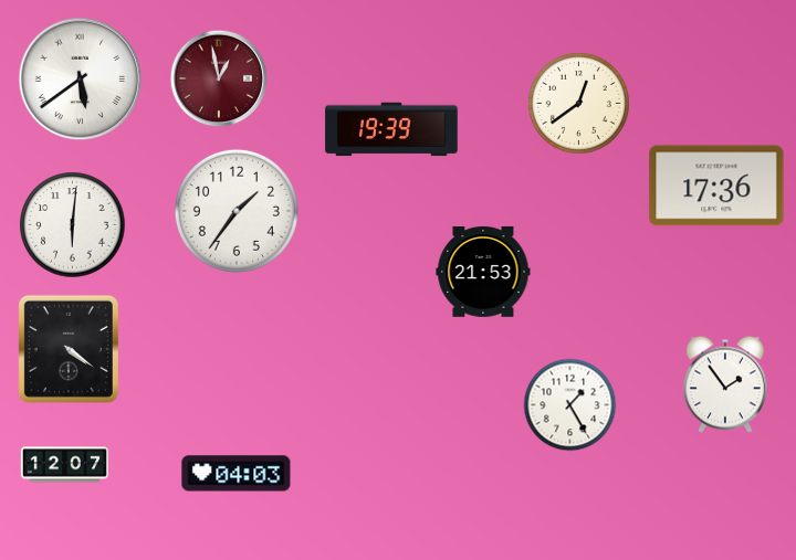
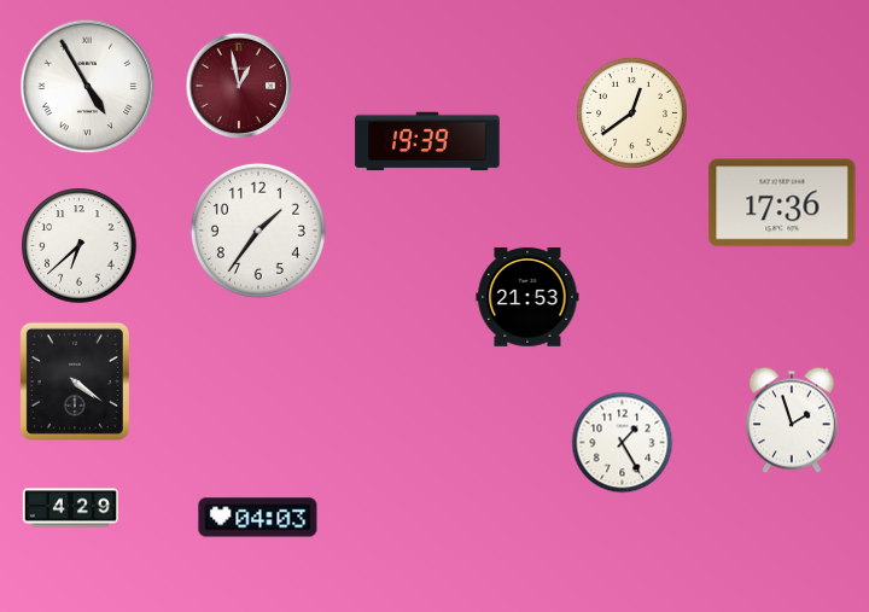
clock at (81, 80): 5:39 -> 4:55
clock at (73, 225): 6:01 -> 6:38
clock at (725, 384): 1:54 -> 1:57
clock at (64, 465): 12:07 -> 4:29
